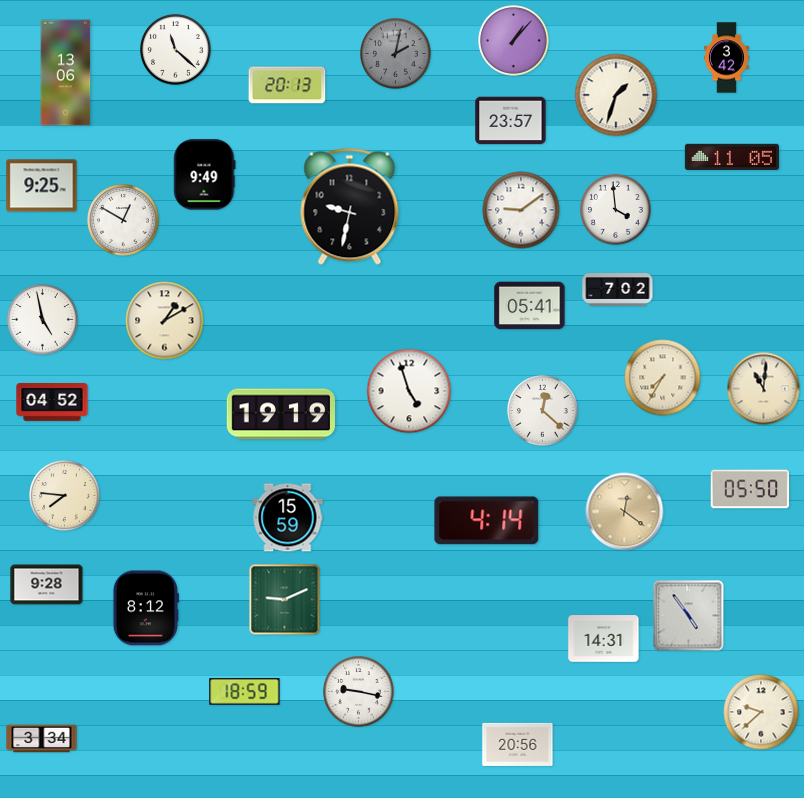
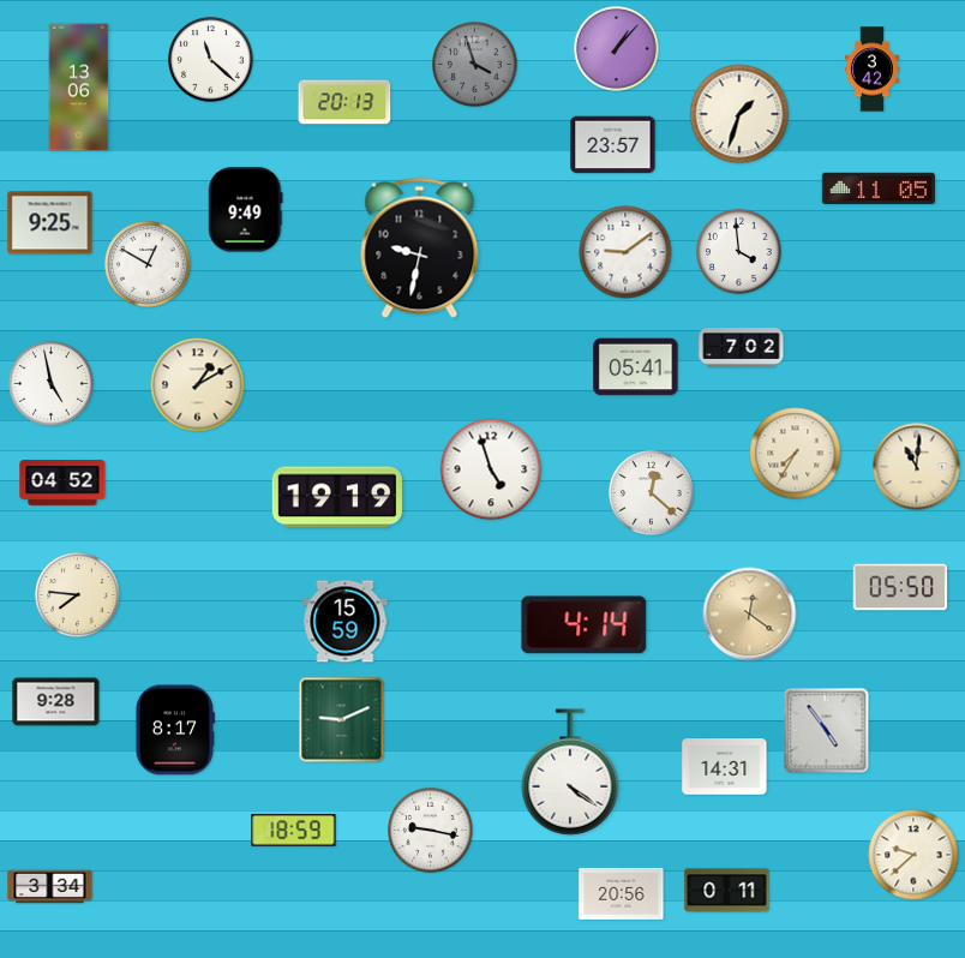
clock at (396, 54): 2:02 -> 3:57
clock at (146, 608): 8:12 -> 8:17
clock at (689, 616) position: (689, 616) -> (827, 731)
clock at (570, 772): none -> 4:21
clock at (727, 891): none -> 0:11
